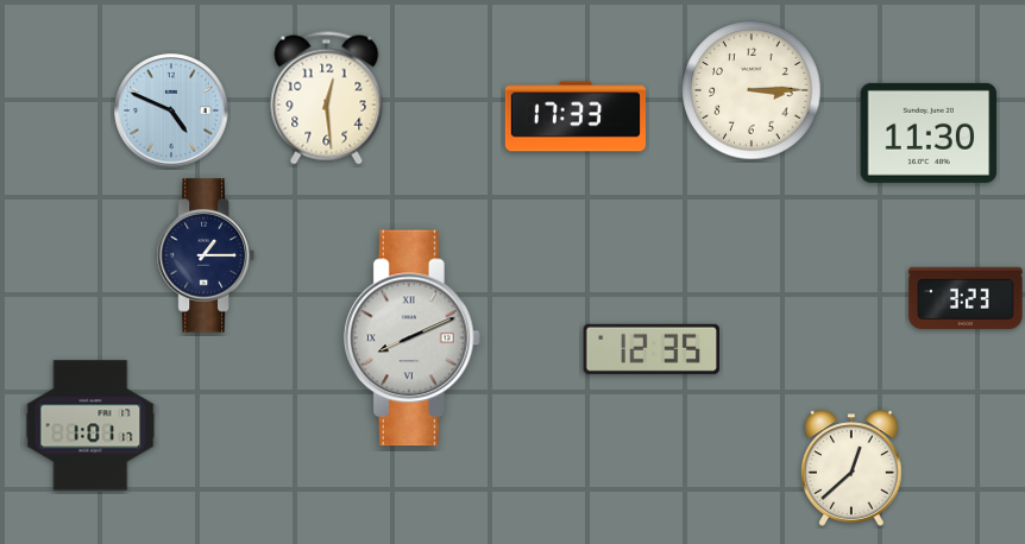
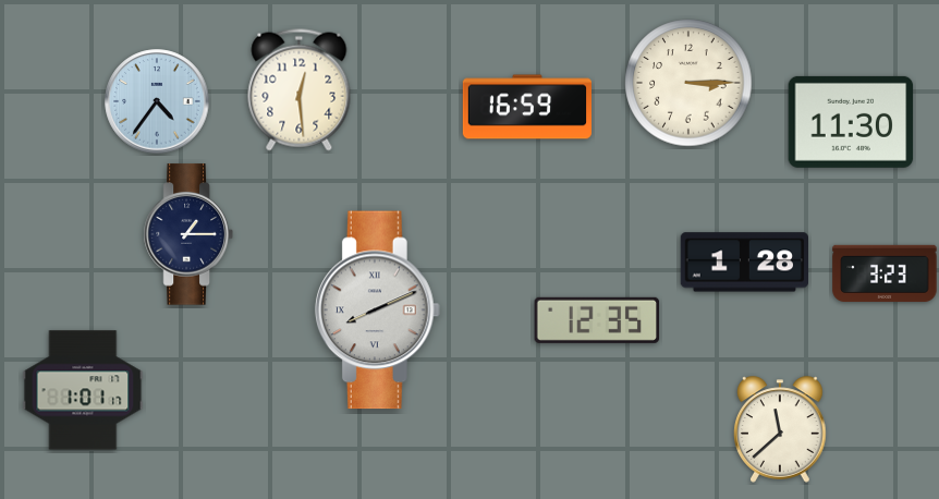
clock at (171, 110): 4:49 -> 4:36
clock at (574, 116): 17:33 -> 16:59
clock at (744, 263): none -> 1:28
clock at (851, 468): 12:38 -> 11:38
